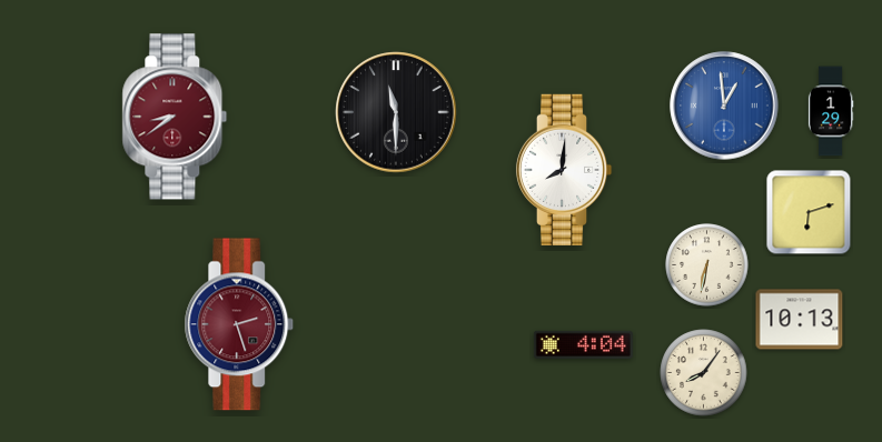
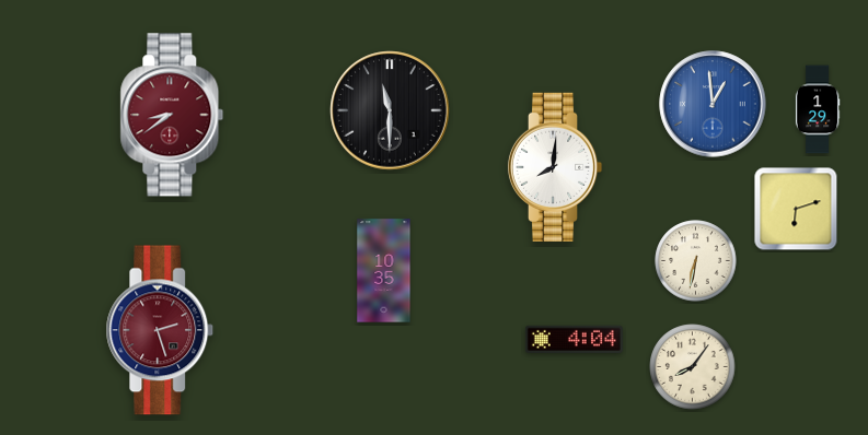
clock at (384, 271): none -> 10:35
clock at (800, 320): 10:13 -> none
clock at (239, 324) position: (239, 324) -> (160, 330)
